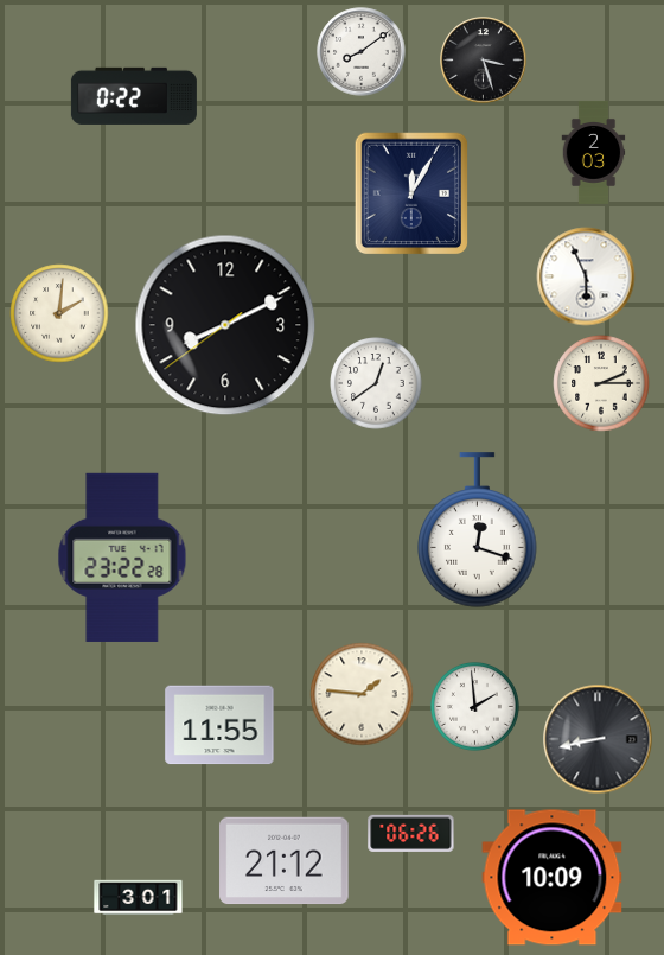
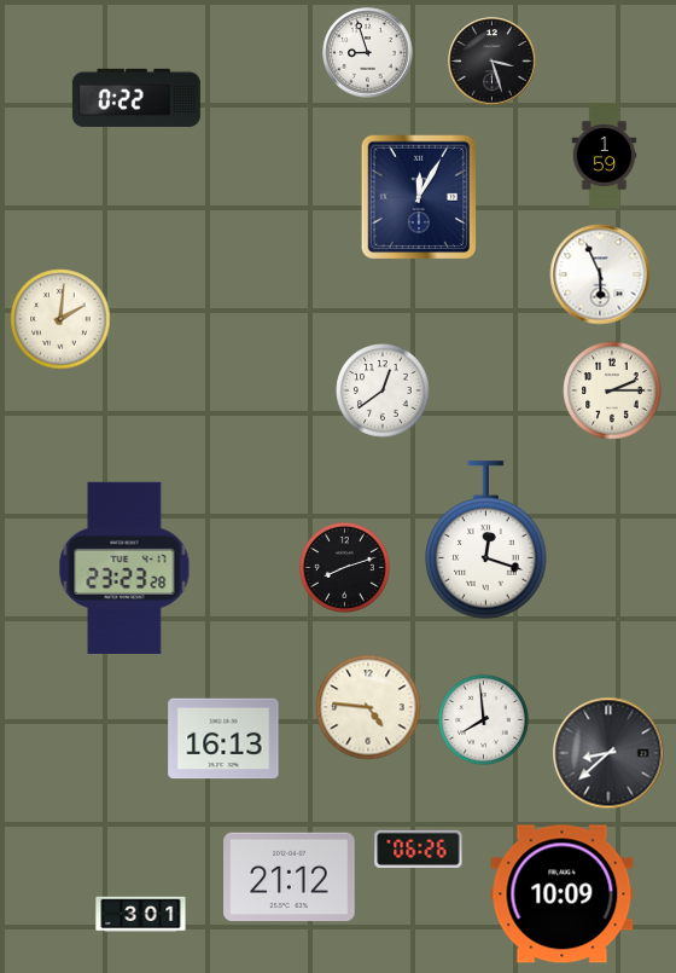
clock at (362, 52): 8:09 -> 8:57
clock at (594, 152): 2:03 -> 1:59
clock at (586, 276) position: (586, 276) -> (600, 274)
clock at (225, 325): 8:10 -> none
clock at (344, 567): none -> 8:12
clock at (122, 558): 23:22 -> 23:23
clock at (362, 694): 1:46 -> 4:46
clock at (474, 706): 1:59 -> 7:59
clock at (219, 725): 11:55 -> 16:13
clock at (598, 739): 8:43 -> 8:38
